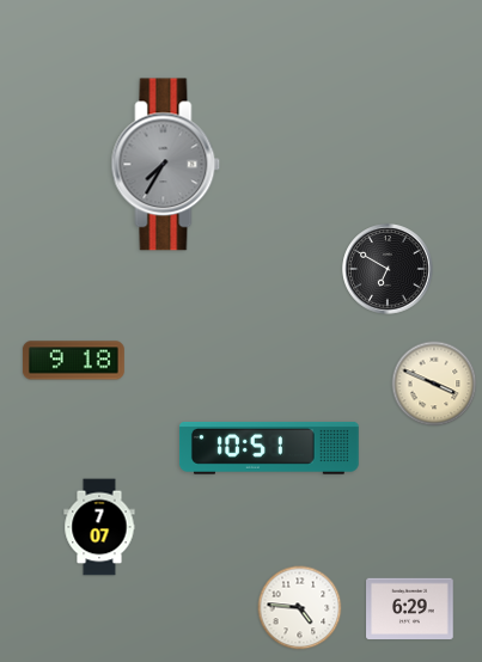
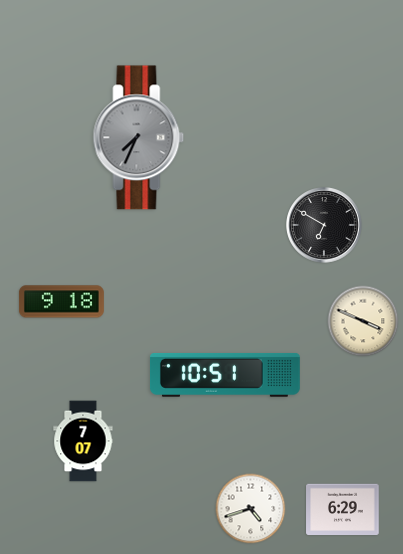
clock at (166, 165): 7:35 -> 7:34
clock at (300, 608): 4:46 -> 4:42
